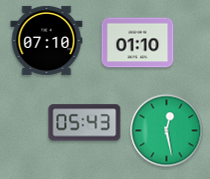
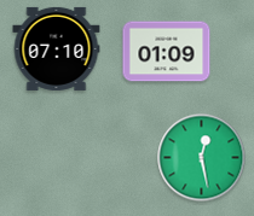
clock at (138, 43): 01:10 -> 01:09
clock at (85, 123): 05:43 -> none
